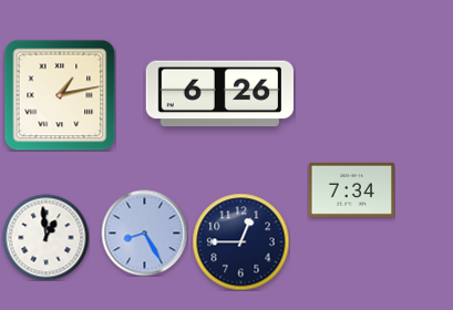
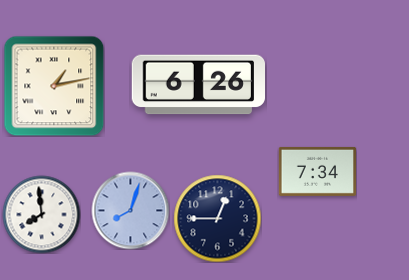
clock at (144, 232): 8:25 -> 8:03
clock at (45, 237): 12:59 -> 7:59
